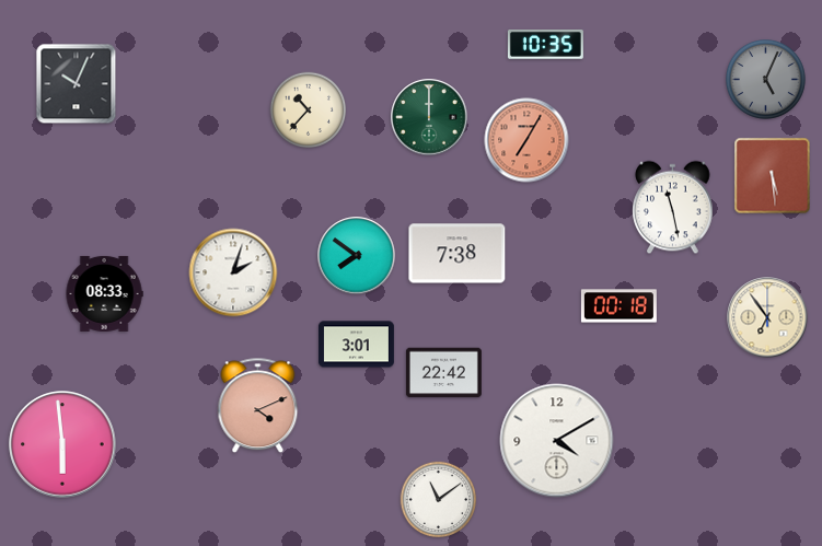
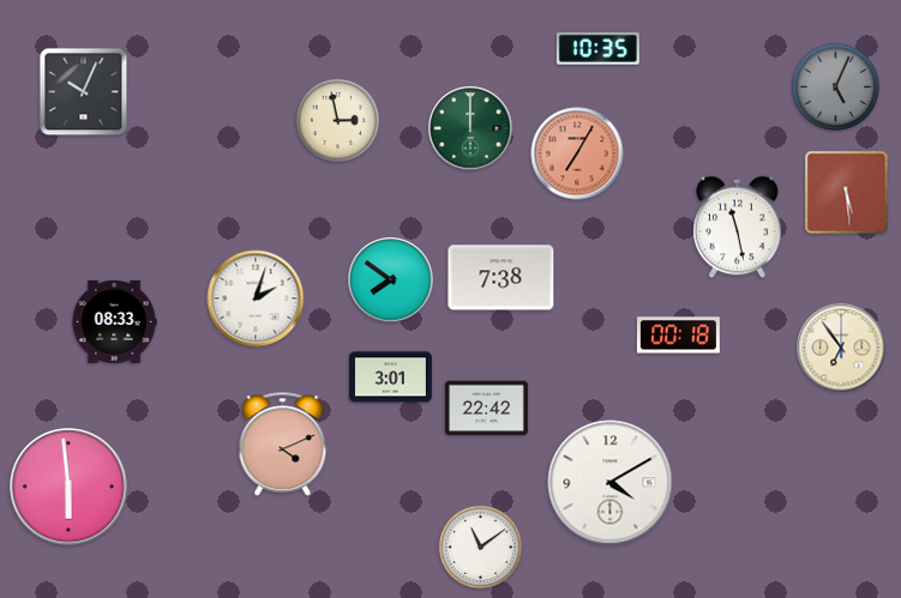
clock at (766, 80) position: (766, 80) -> (836, 87)
clock at (309, 111): 10:37 -> 2:58
